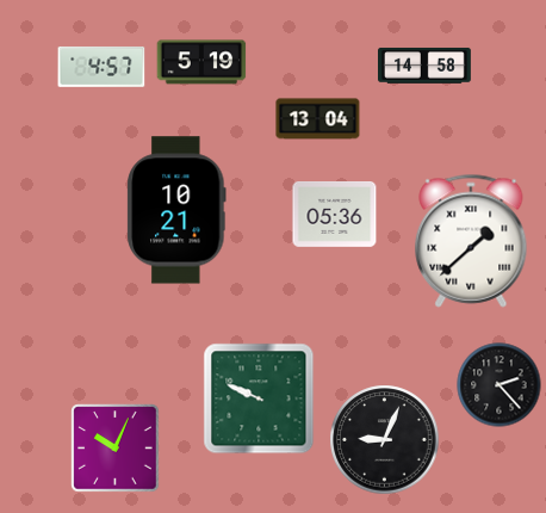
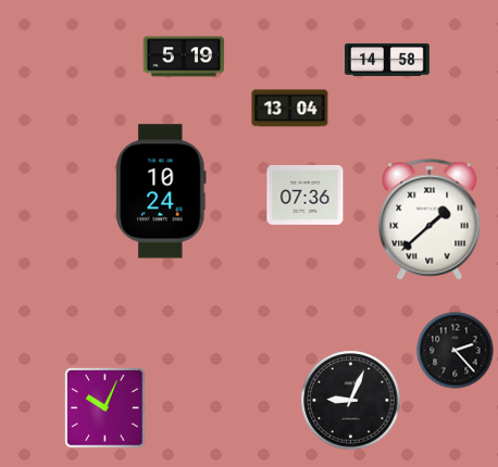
clock at (101, 67): 4:57 -> none
clock at (176, 210): 10:21 -> 10:24
clock at (335, 215): 05:36 -> 07:36
clock at (259, 398): 9:49 -> none
